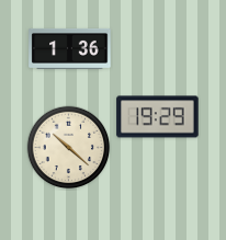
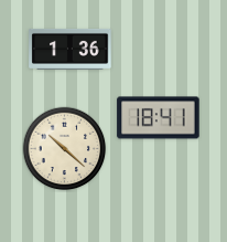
clock at (158, 117): 19:29 -> 18:41
clock at (69, 148) position: (69, 148) -> (65, 149)
